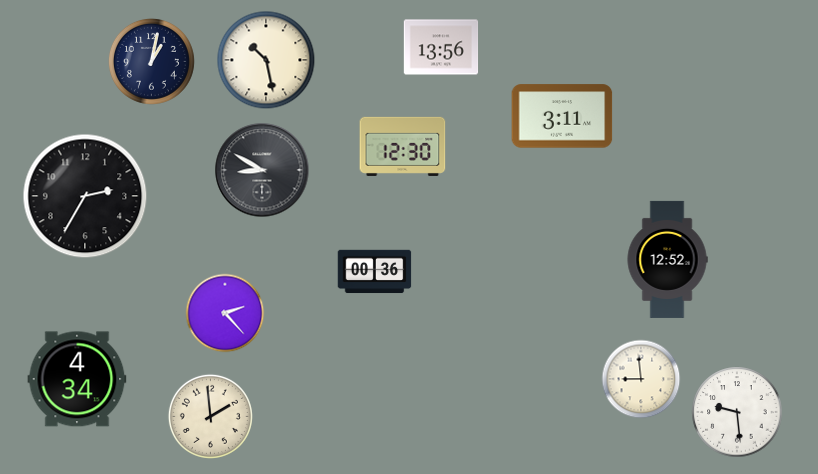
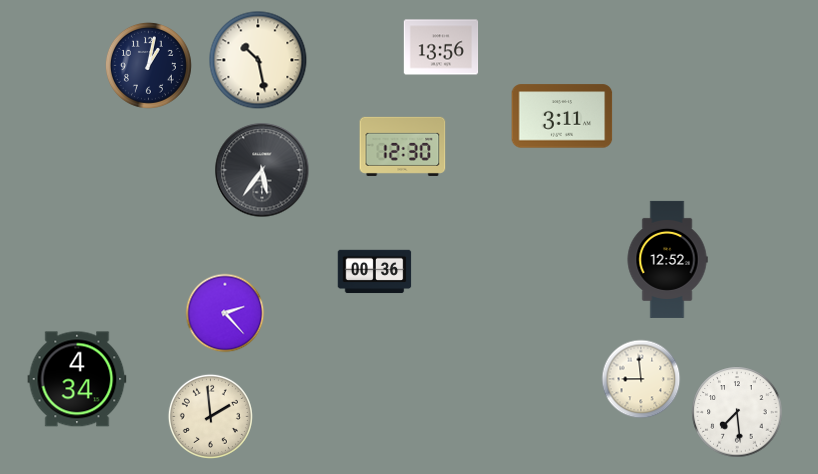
clock at (266, 60) position: (266, 60) -> (258, 60)
clock at (151, 61) position: (151, 61) -> (148, 65)
clock at (262, 170): 8:50 -> 5:36
clock at (85, 196): 2:35 -> none
clock at (737, 412): 9:29 -> 7:29
